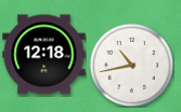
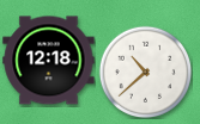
clock at (131, 65): 10:43 -> 10:38
